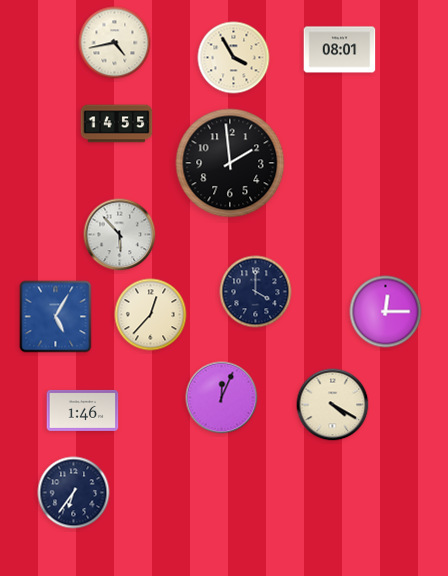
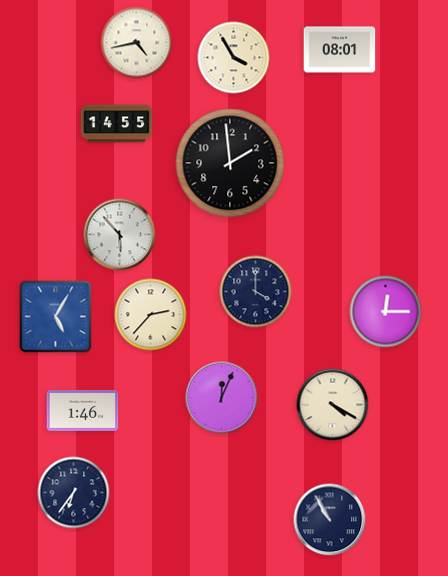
clock at (115, 43) position: (115, 43) -> (137, 43)
clock at (151, 315): 12:37 -> 2:37
clock at (330, 520): none -> 10:55
